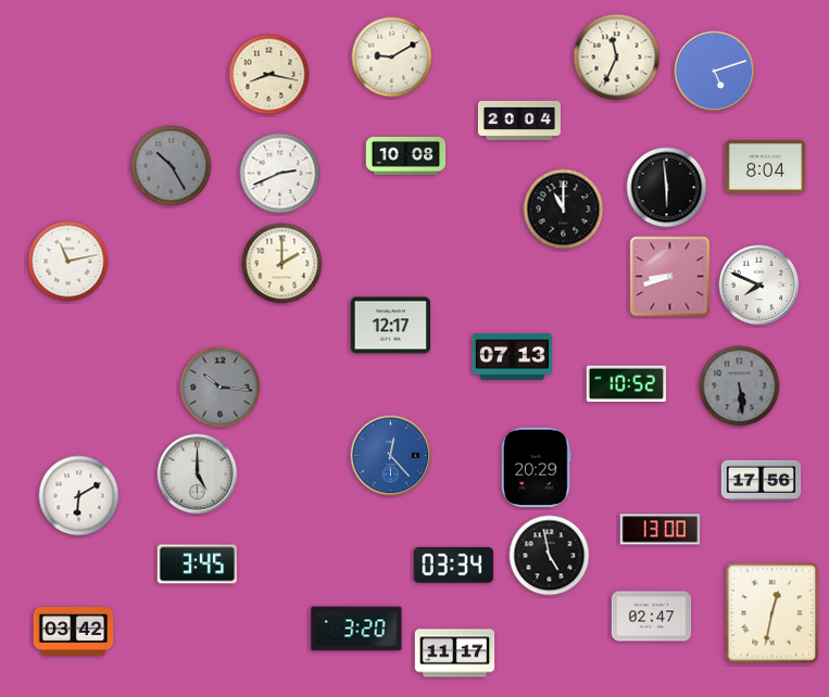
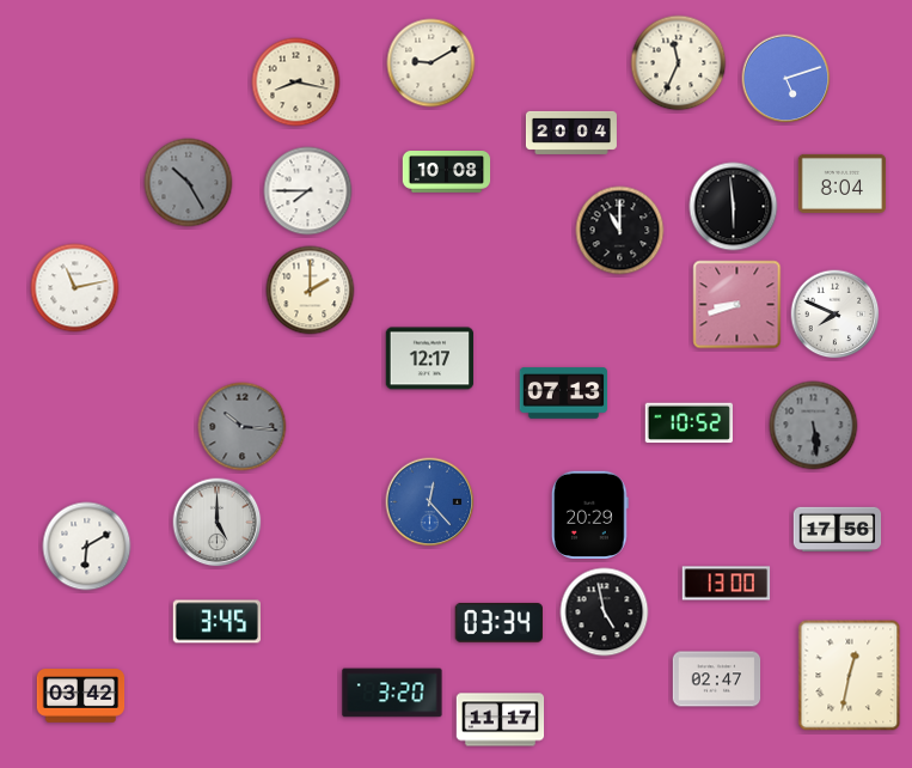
clock at (280, 174): 2:41 -> 7:45
